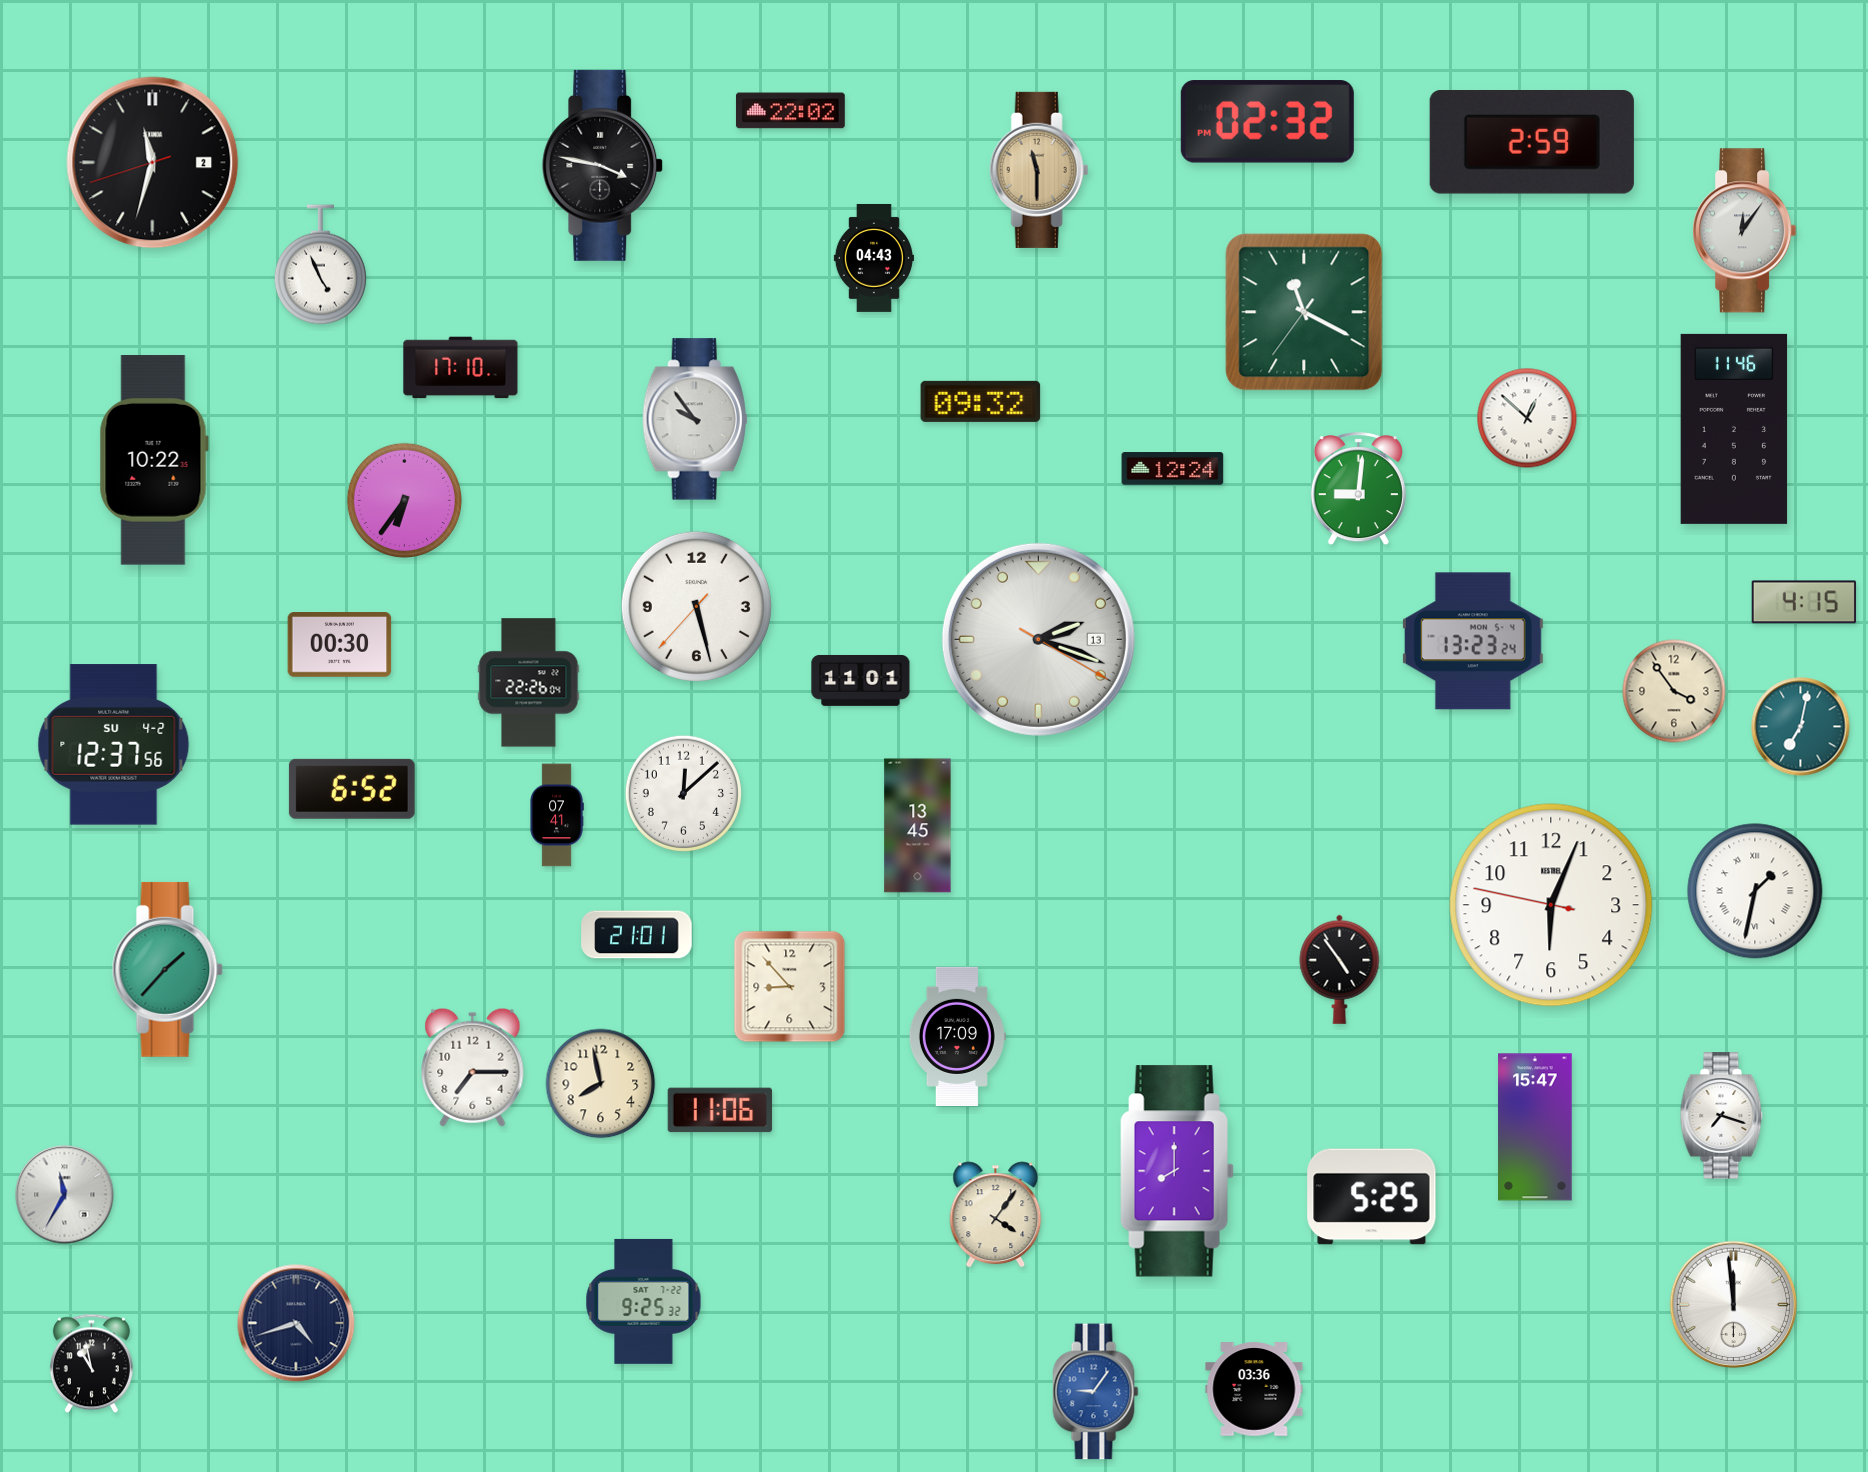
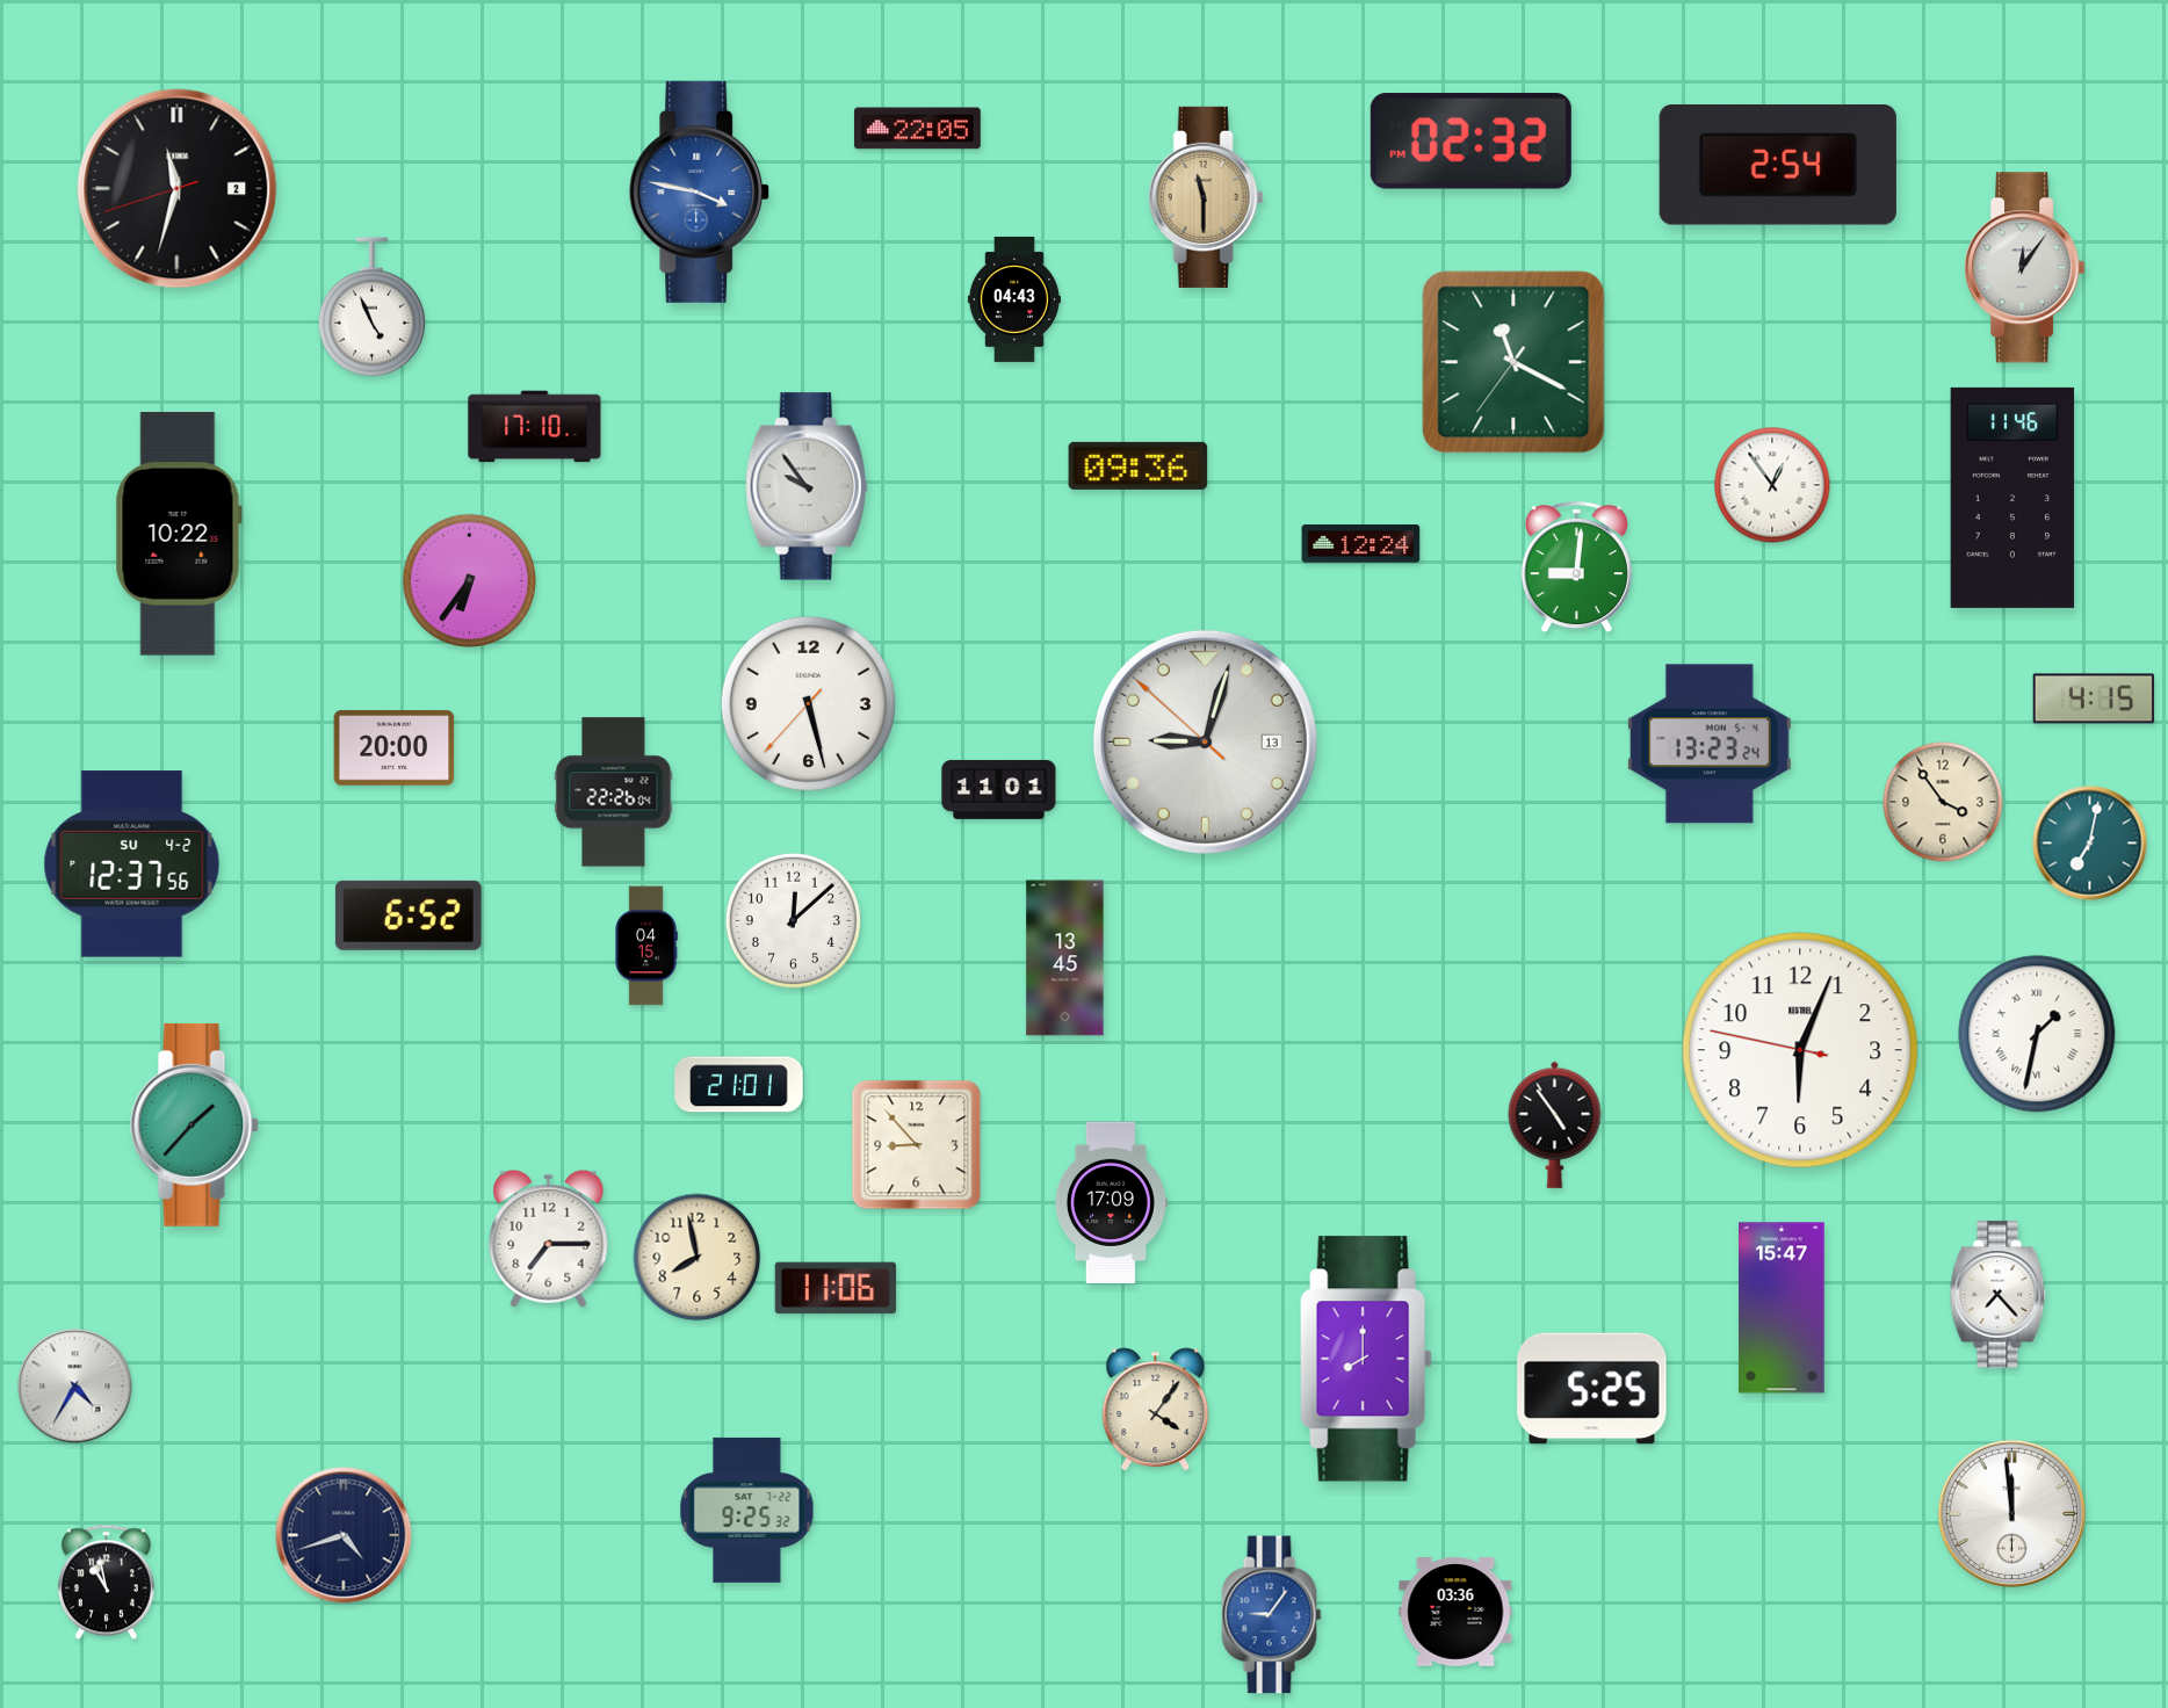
clock at (790, 111): 22:02 -> 22:05
clock at (1532, 143): 2:59 -> 2:54
clock at (603, 165) dial: black -> blue
clock at (981, 401): 09:32 -> 09:36
clock at (1527, 418): 12:52 -> 12:54
clock at (1038, 639): 2:18 -> 9:02
clock at (340, 645): 00:30 -> 20:00
clock at (557, 815): 07:41 -> 04:15
clock at (1722, 1116): 7:18 -> 7:23
clock at (65, 1195): 11:35 -> 4:35
